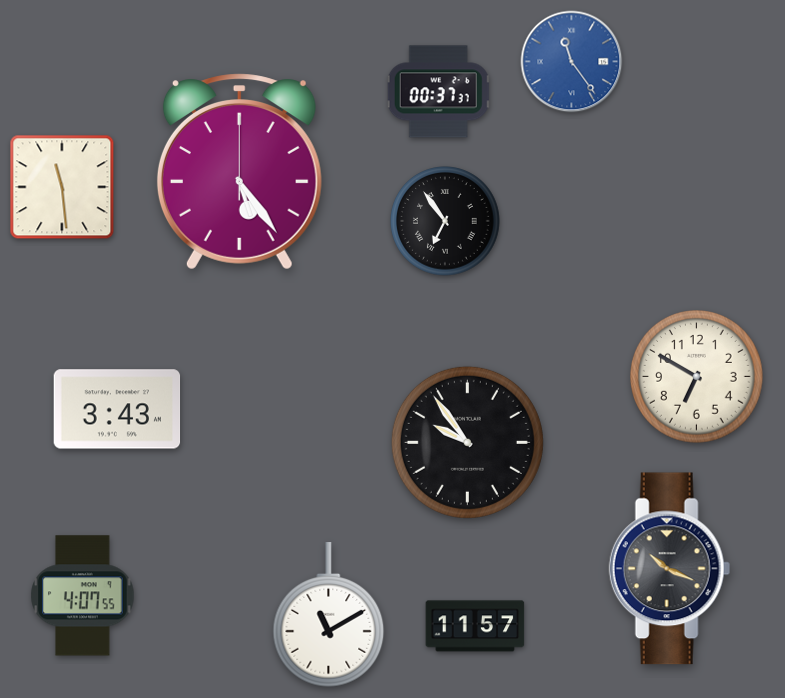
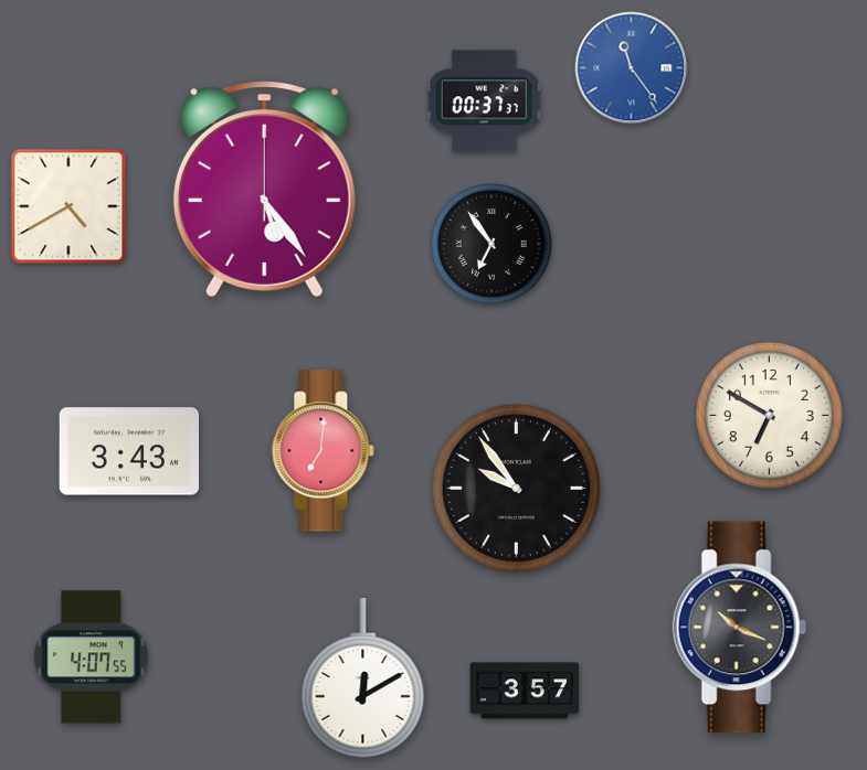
clock at (62, 187): 11:29 -> 4:40
clock at (324, 451): none -> 7:01
clock at (329, 615): 11:10 -> 12:10
clock at (475, 626): 11:57 -> 3:57
